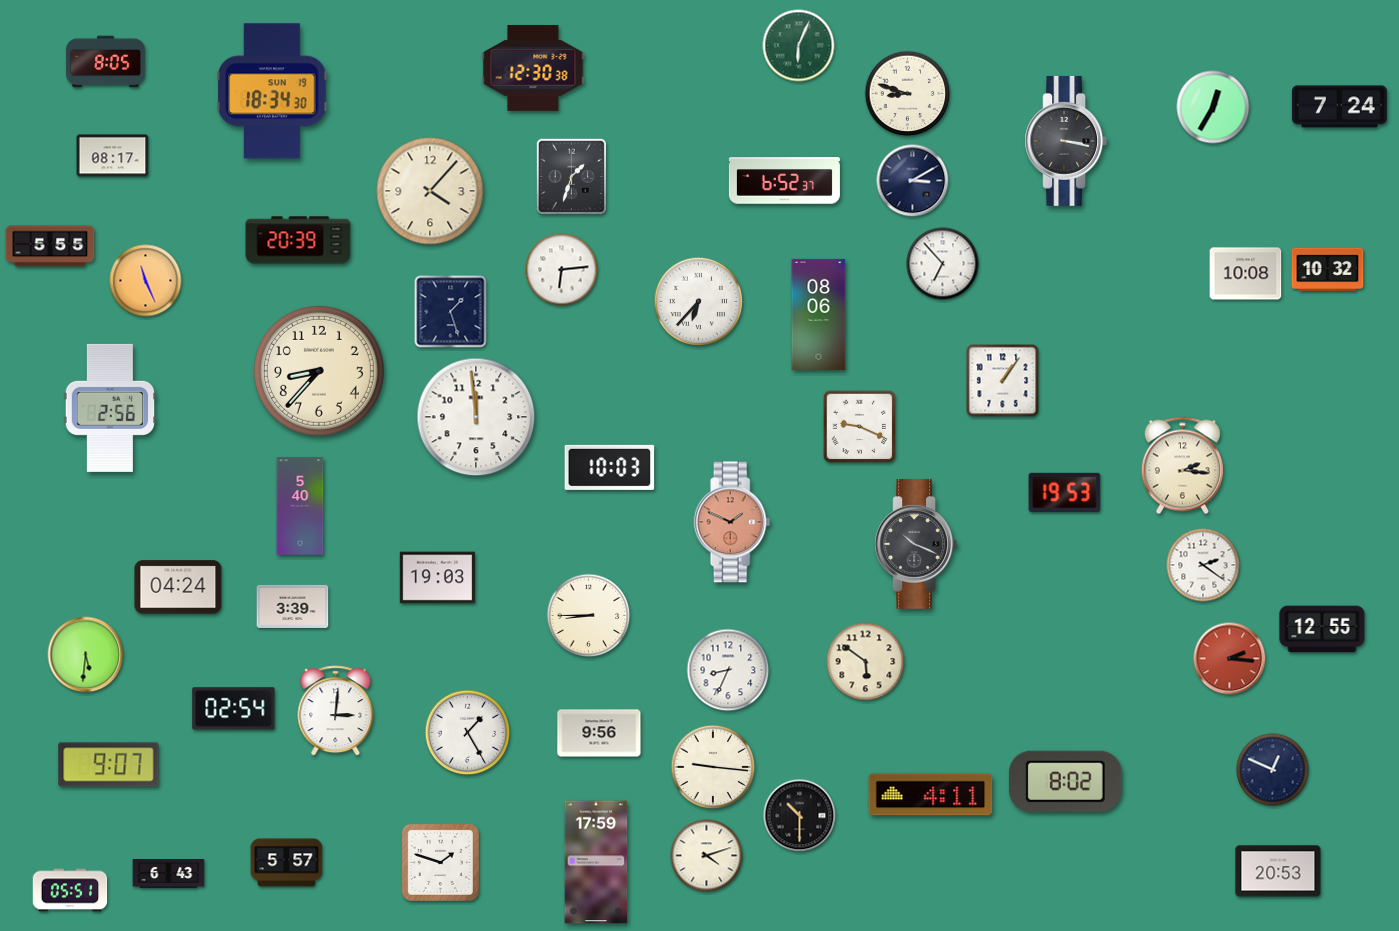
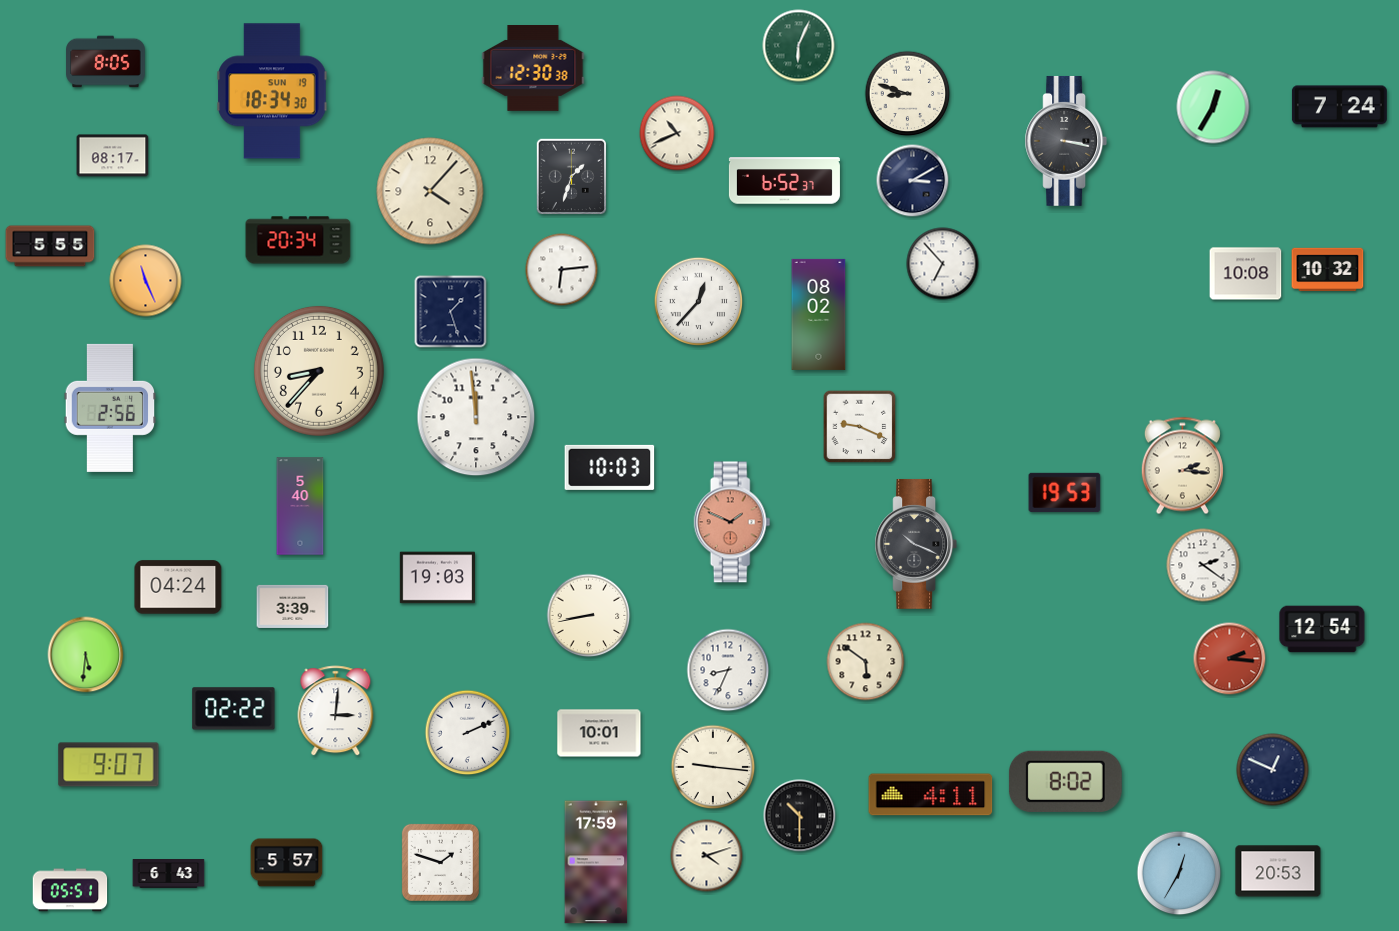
clock at (677, 133): none -> 10:41
clock at (298, 240): 20:39 -> 20:34
clock at (698, 301): 6:37 -> 12:37
clock at (819, 314): 08:06 -> 08:02
clock at (1003, 381): 1:06 -> none
clock at (589, 616): 8:45 -> 8:43
clock at (1322, 629): 12:55 -> 12:54
clock at (234, 709): 02:54 -> 02:22
clock at (468, 733): 1:25 -> 2:11
clock at (599, 733): 9:56 -> 10:01
clock at (1179, 873): none -> 12:35
